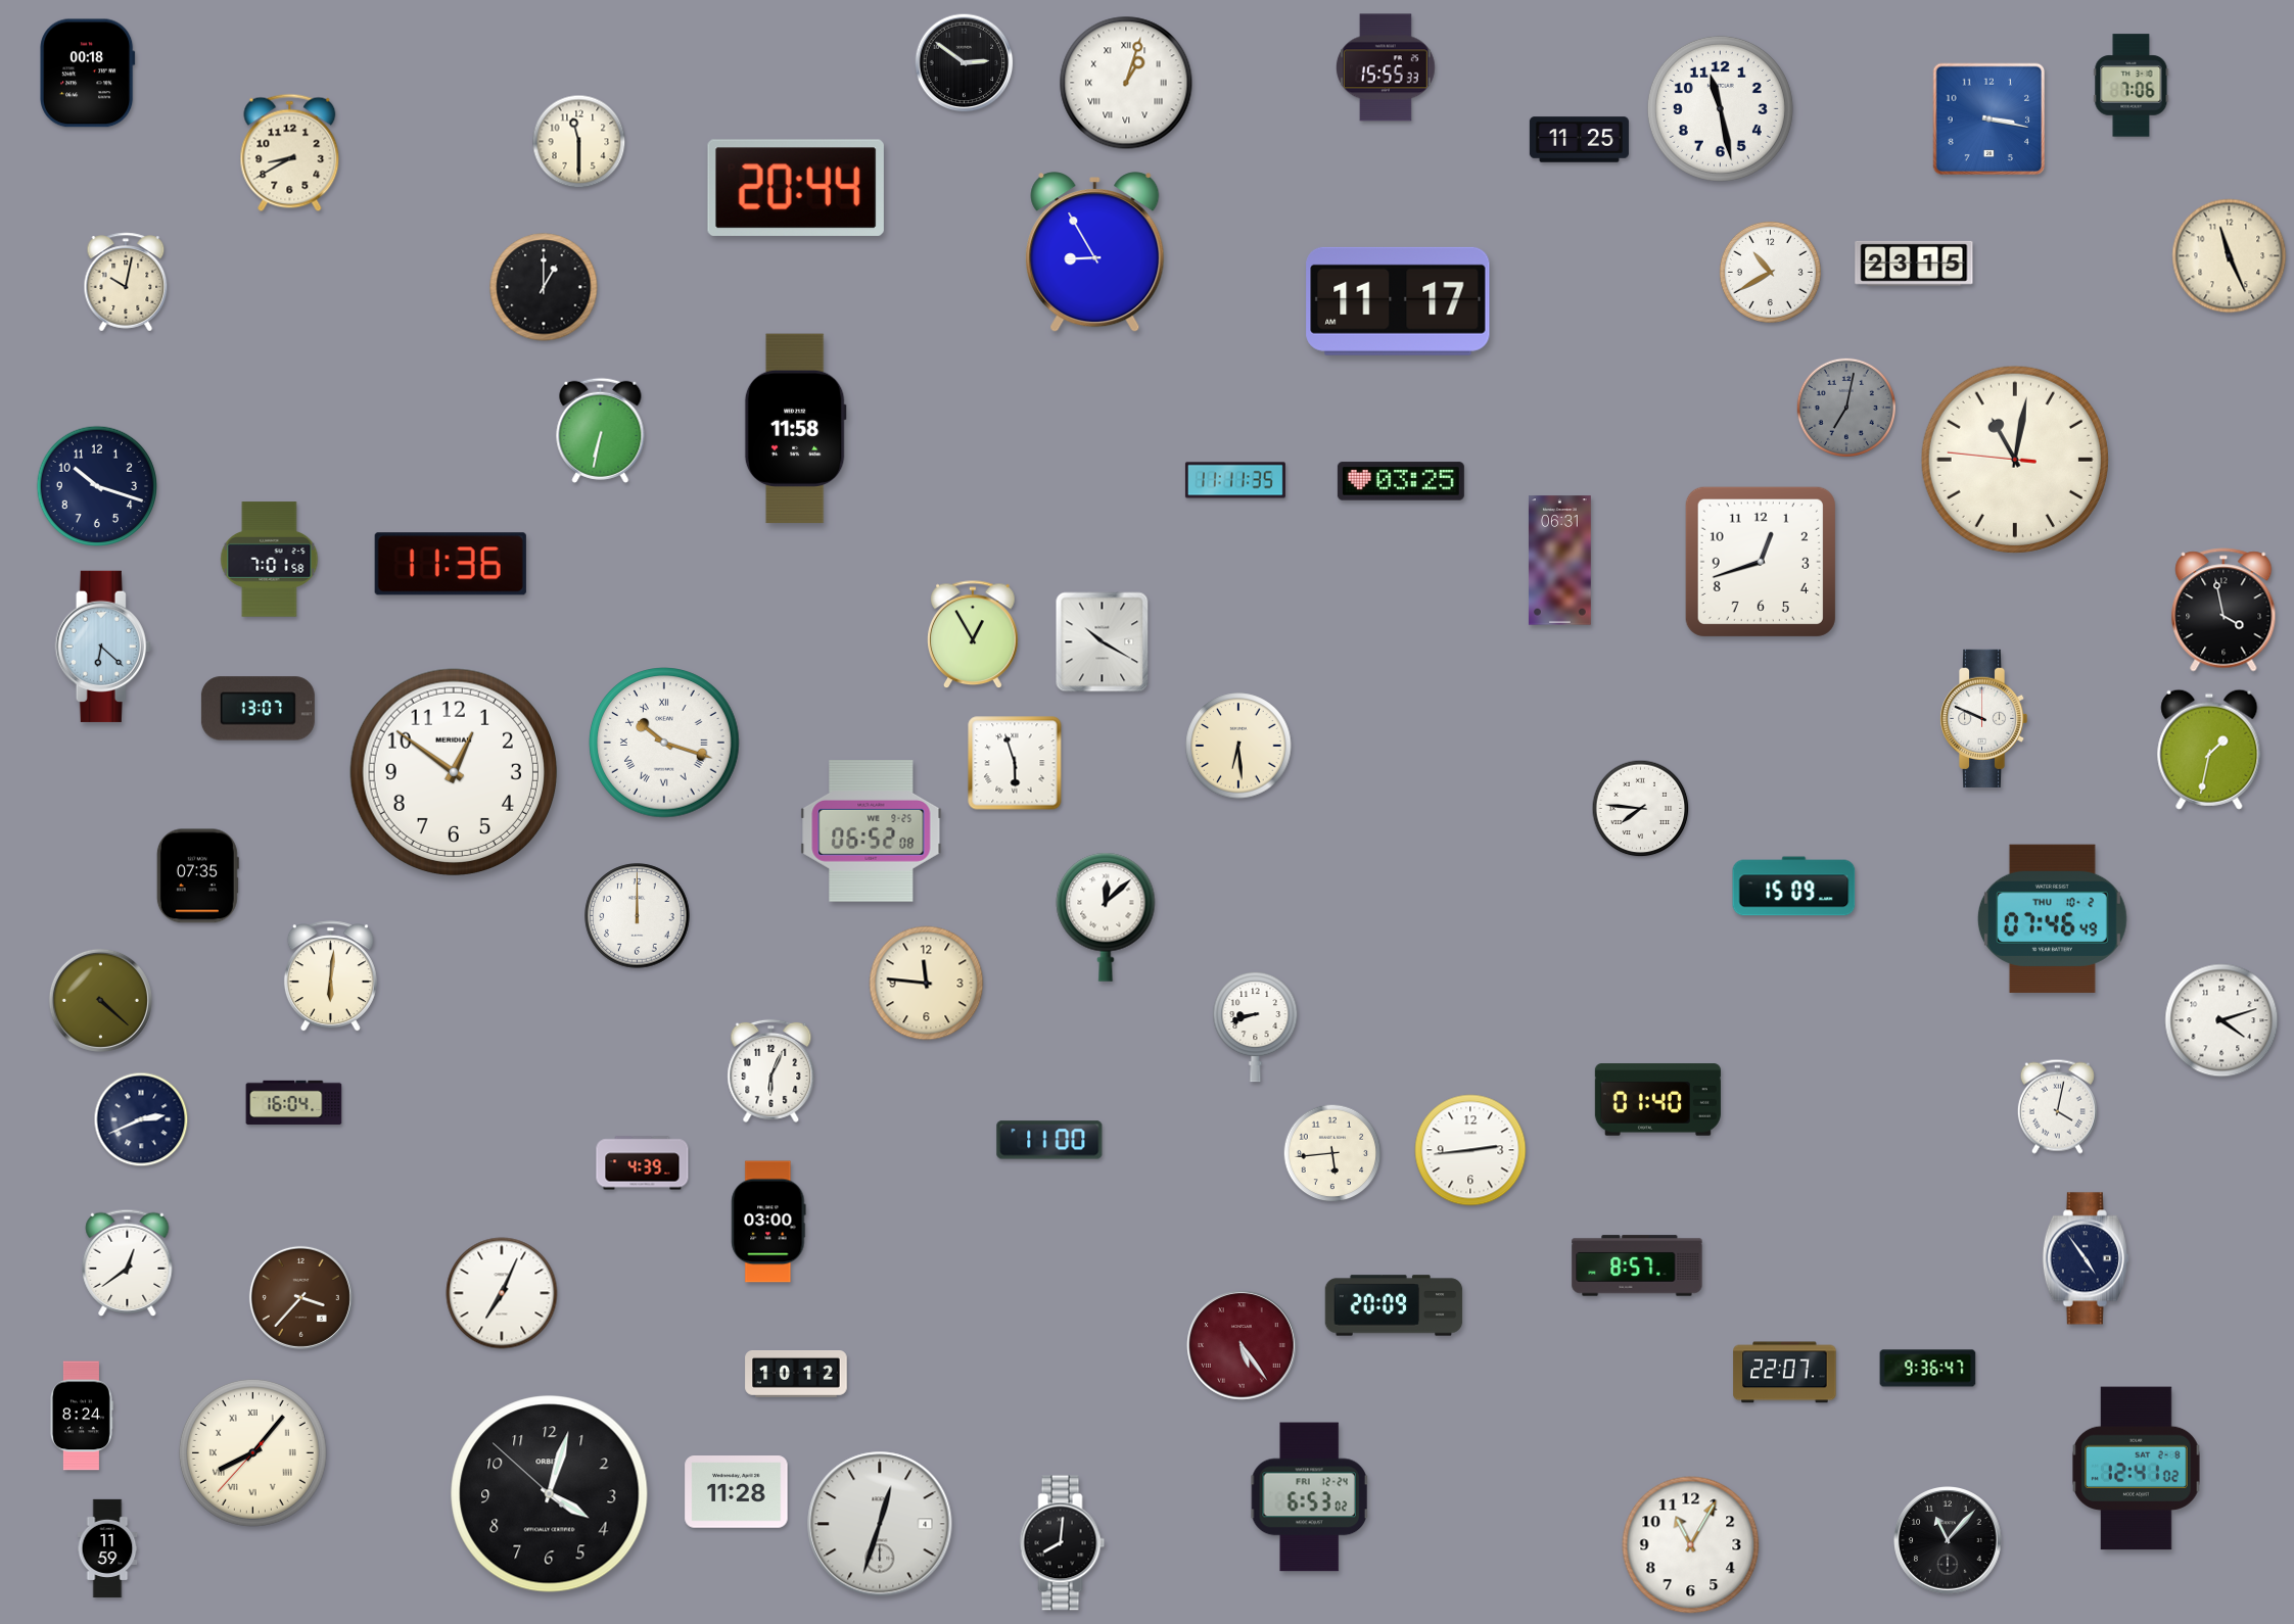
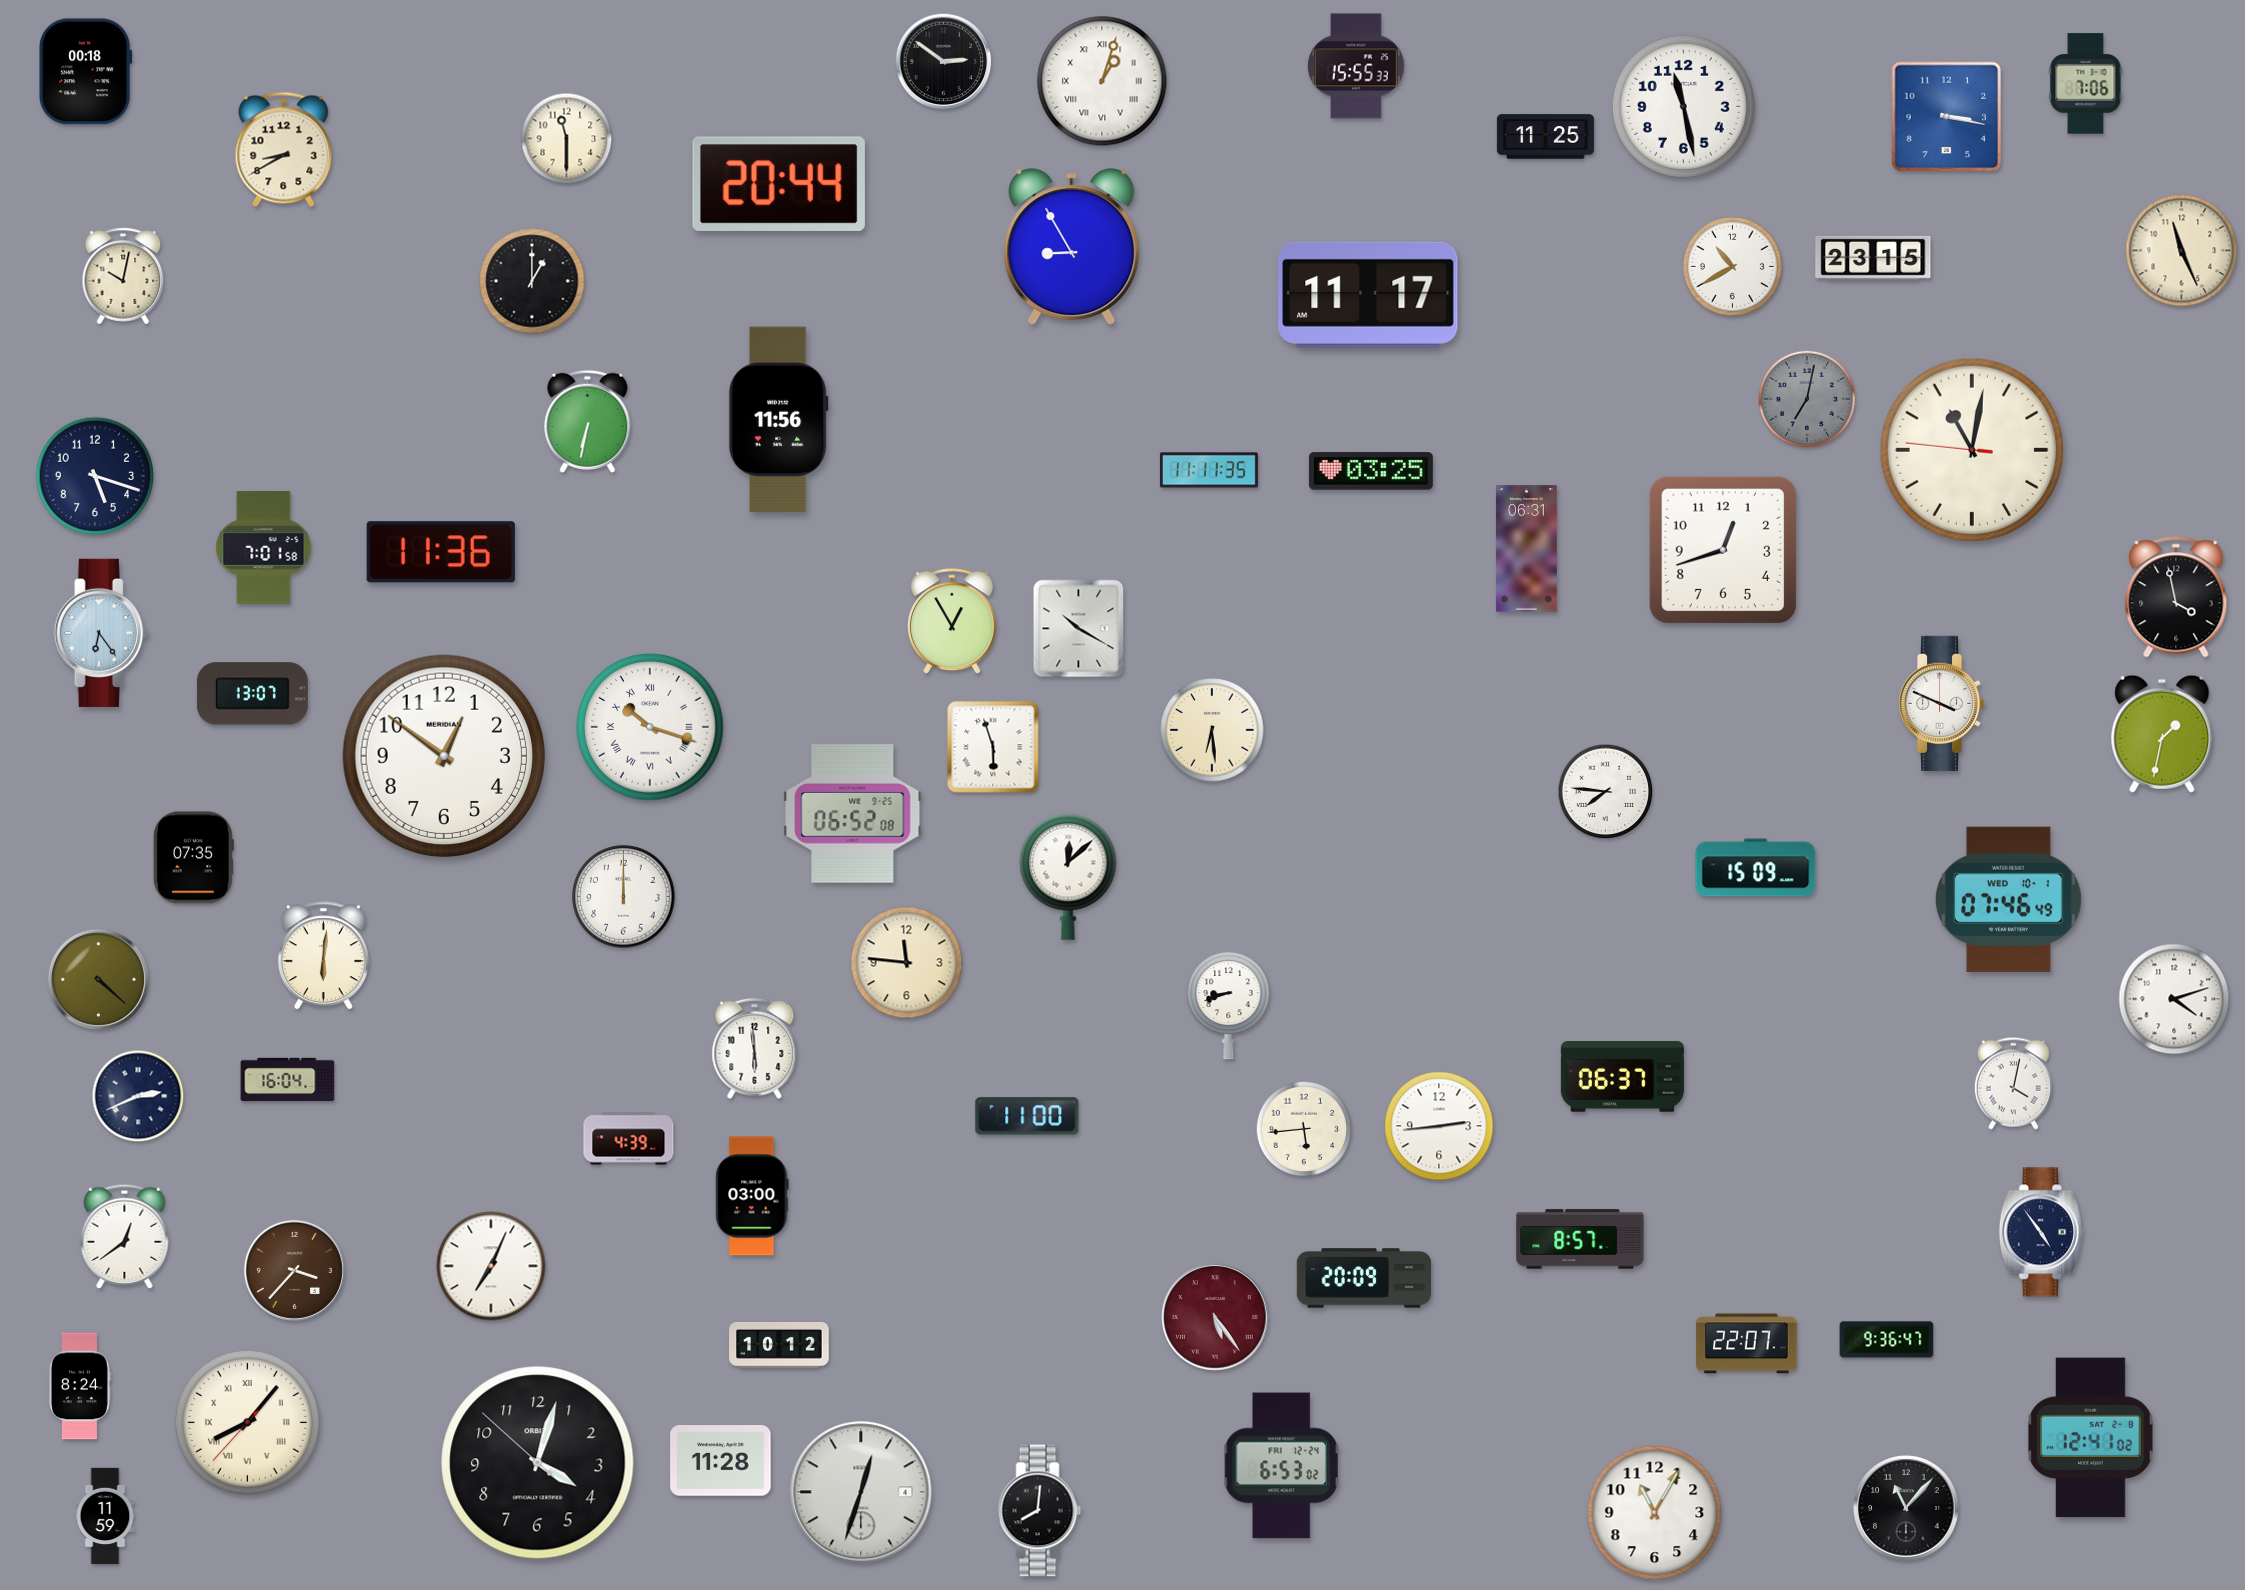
clock at (795, 429): 11:58 -> 11:56
clock at (96, 485): 10:18 -> 5:18
clock at (103, 647): 6:22 -> 6:24
clock at (1983, 718): 9:49 -> 3:49
clock at (1106, 917) position: (1106, 917) -> (1068, 877)
clock at (2052, 918) date: THU 10-2 -> WED 10-1
clock at (771, 1070): 6:04 -> 5:59
clock at (1657, 1100): 01:40 -> 06:37
clock at (1637, 1265) position: (1637, 1265) -> (1580, 1239)
